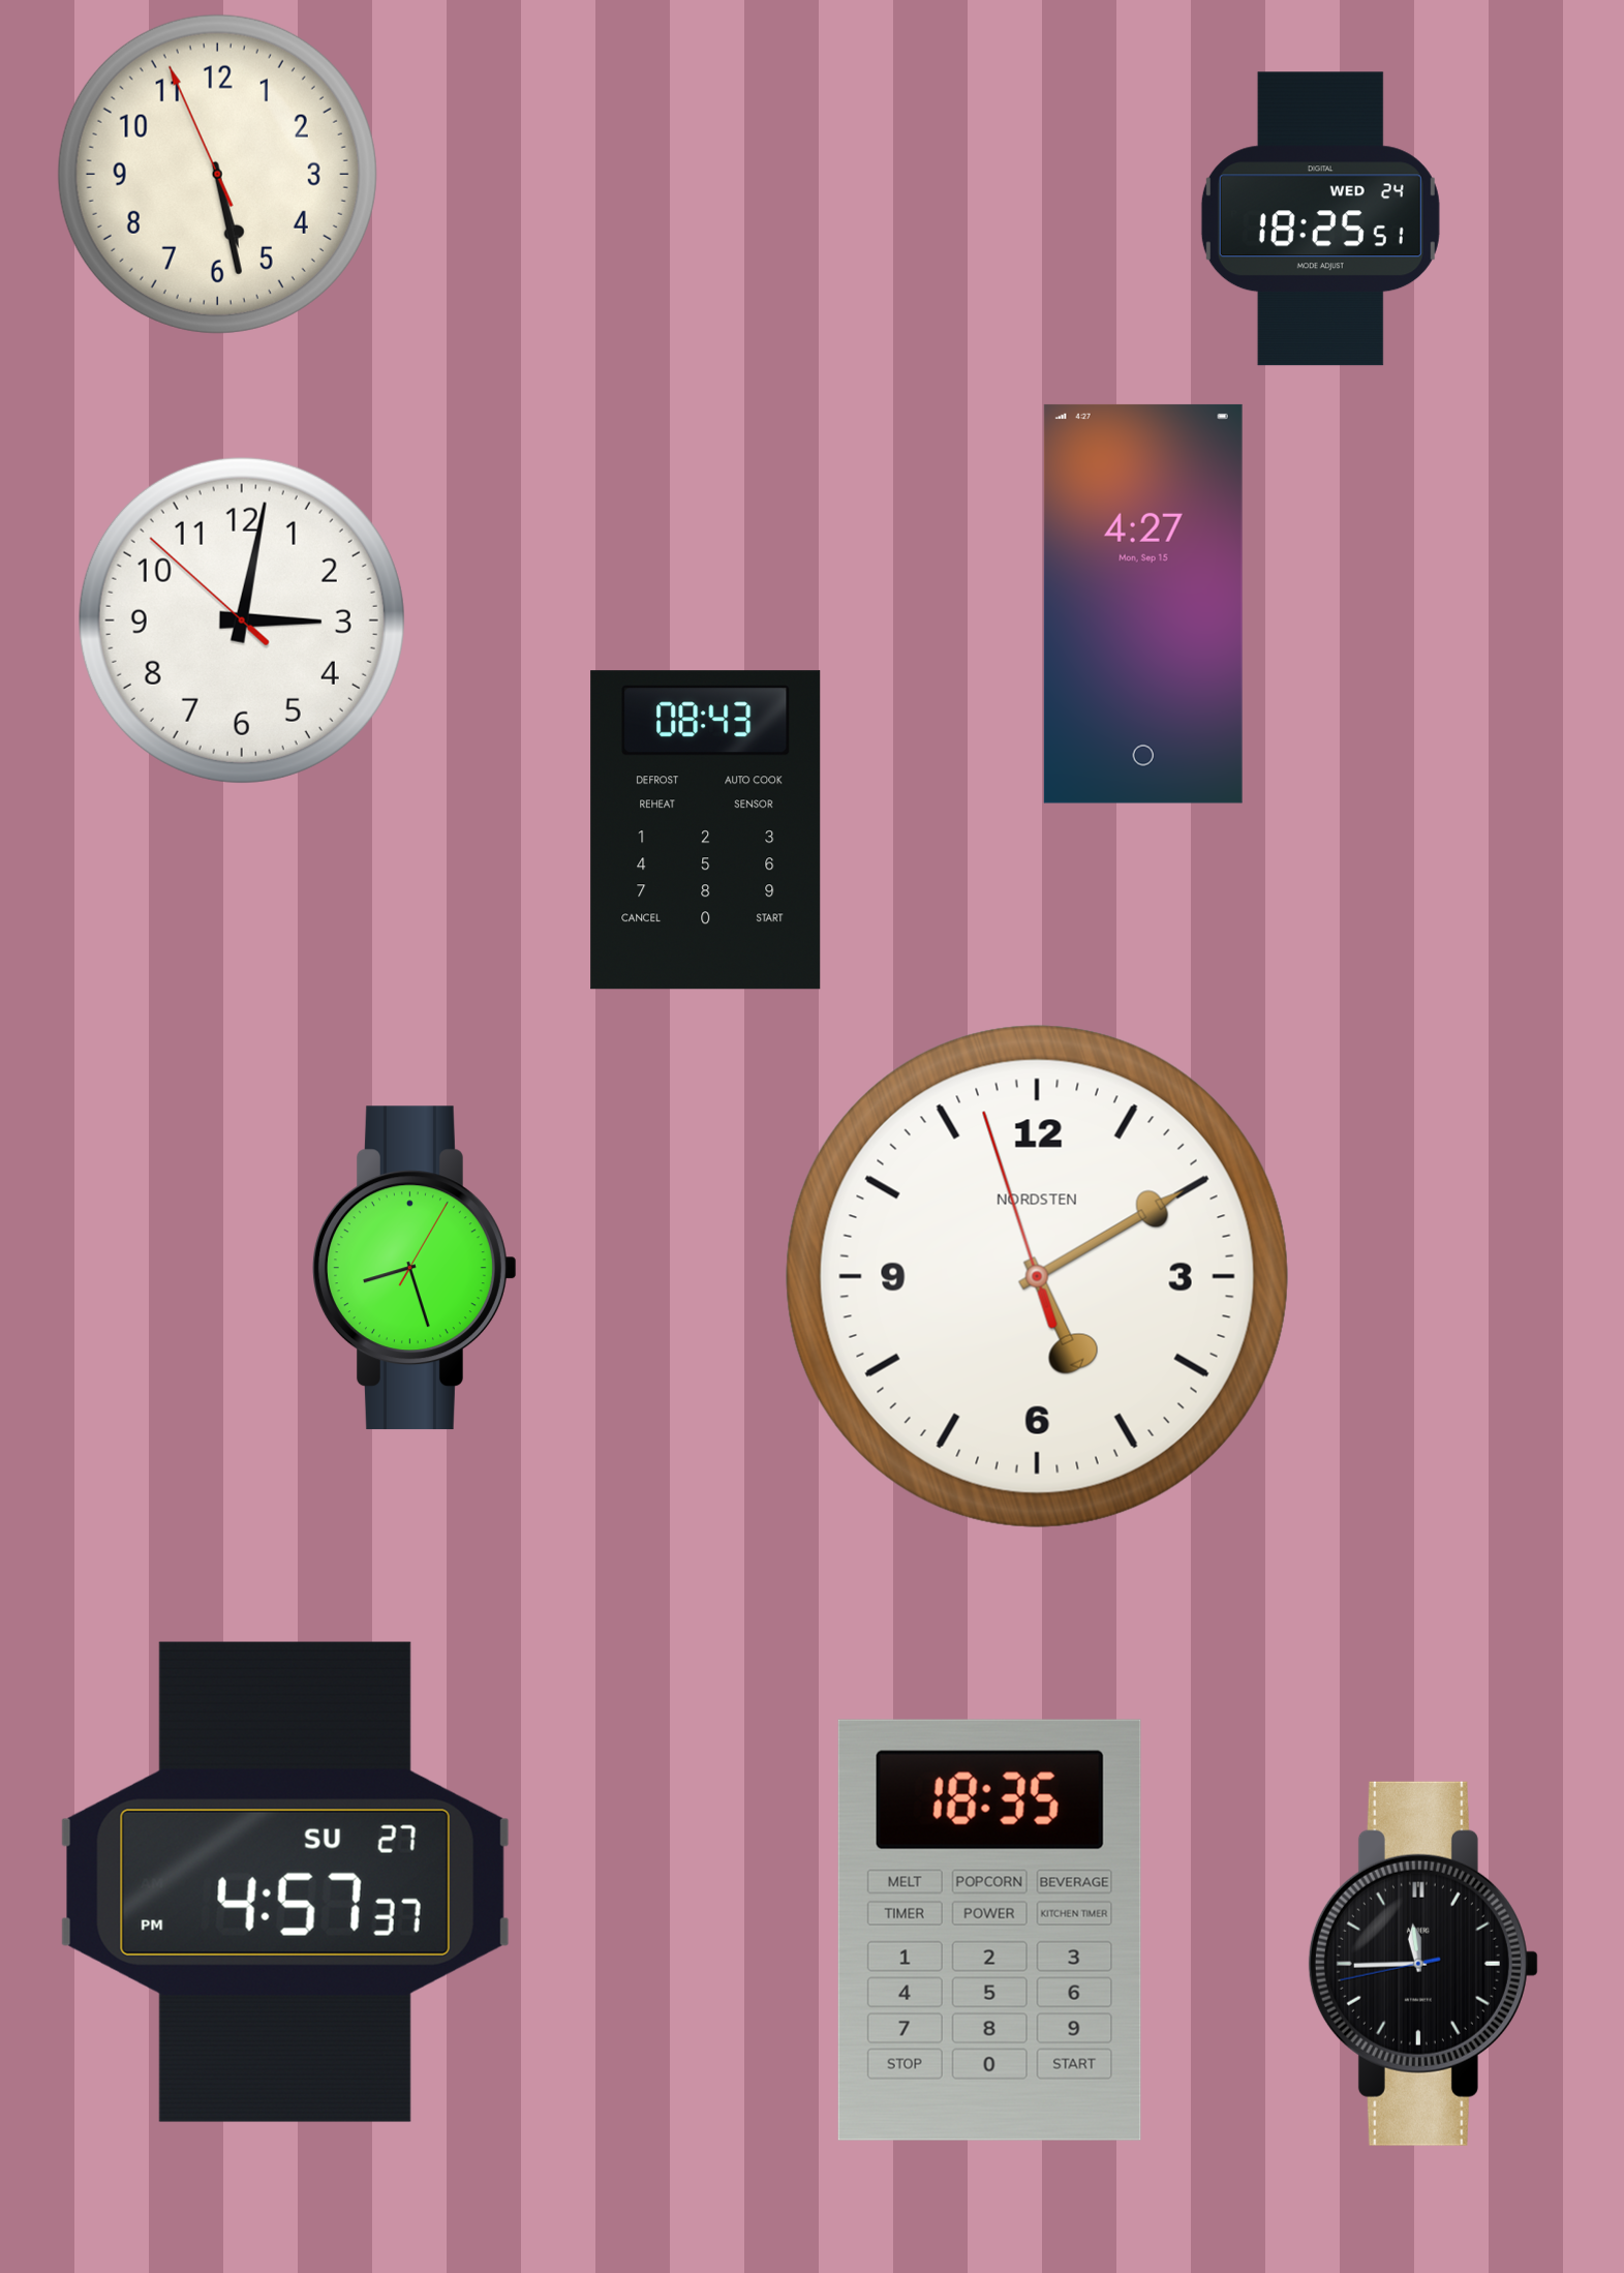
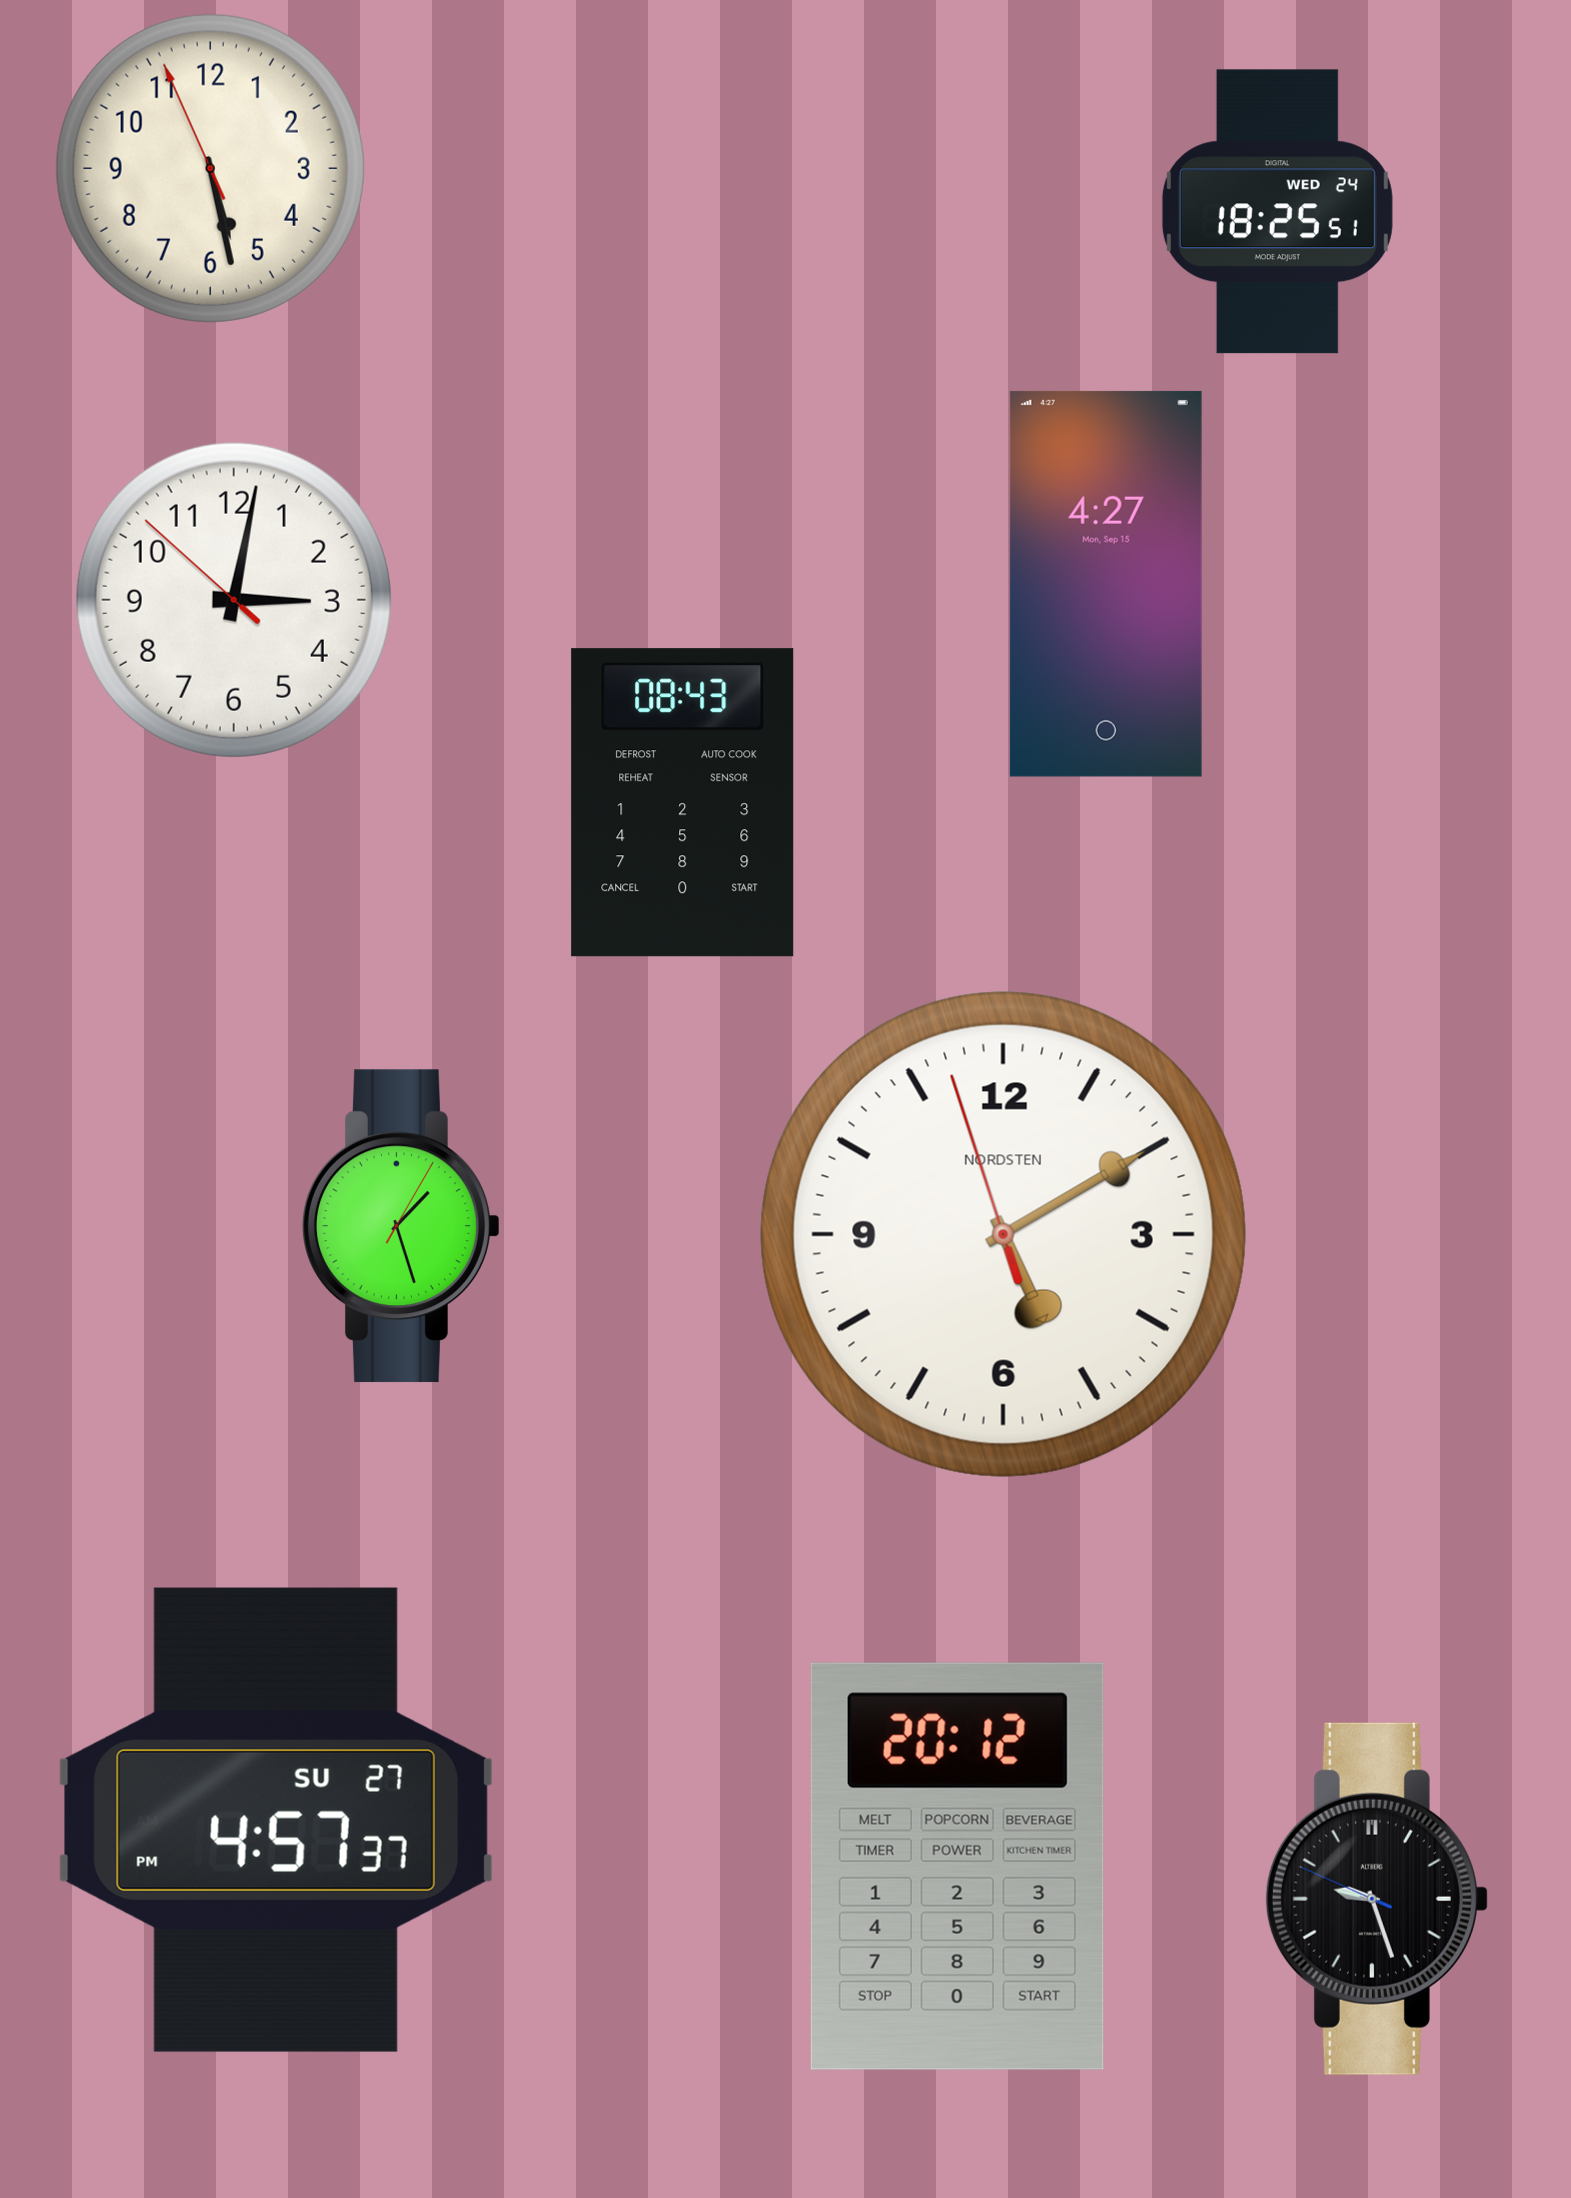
clock at (416, 1268): 8:27 -> 1:27
clock at (989, 1930): 18:35 -> 20:12
clock at (1423, 1964): 11:44 -> 9:26
